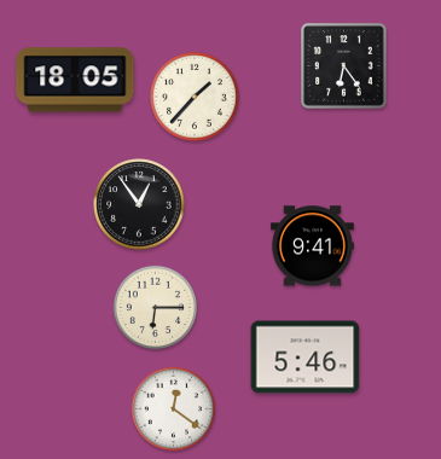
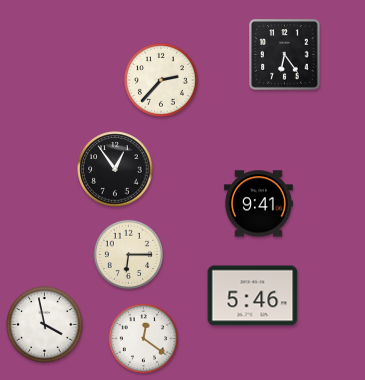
clock at (75, 80): 18:05 -> none
clock at (195, 97): 1:37 -> 2:37
clock at (45, 325): none -> 3:58
